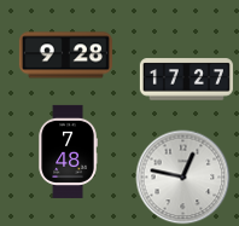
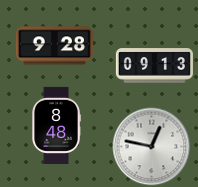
clock at (186, 80): 17:27 -> 09:13
clock at (68, 151): 7:48 -> 8:48
